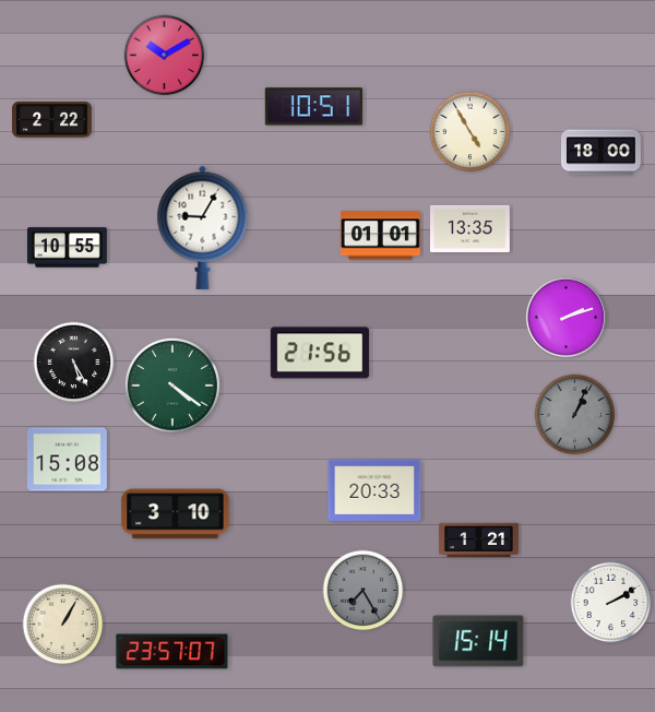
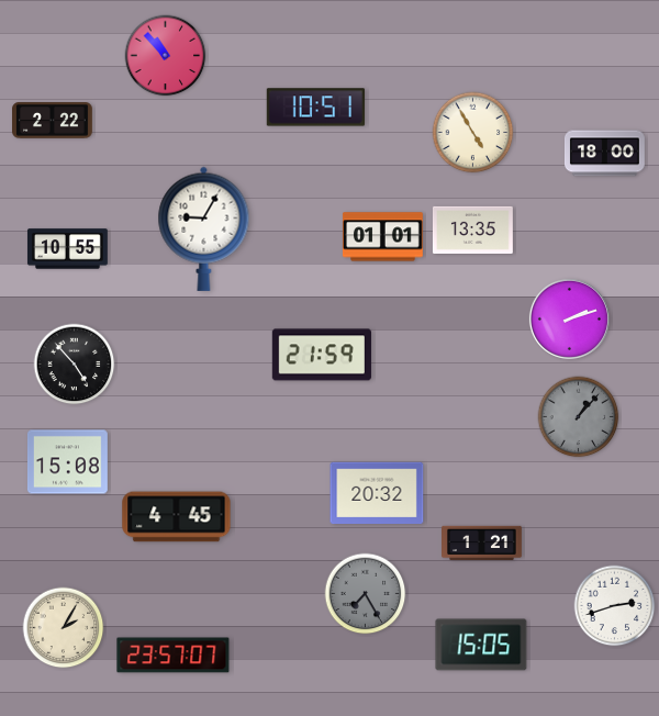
clock at (165, 56): 10:10 -> 10:53
clock at (320, 353): 21:56 -> 21:59
clock at (74, 363): 5:25 -> 4:53
clock at (172, 385): 4:21 -> none
clock at (575, 415): 1:04 -> 1:07
clock at (374, 490): 20:33 -> 20:32
clock at (176, 514): 3:10 -> 4:45
clock at (611, 603): 2:10 -> 2:42
clock at (63, 625): 1:05 -> 2:05
clock at (478, 641): 15:14 -> 15:05
